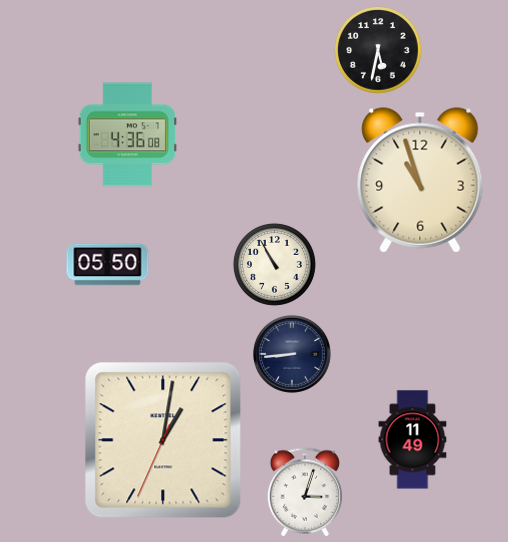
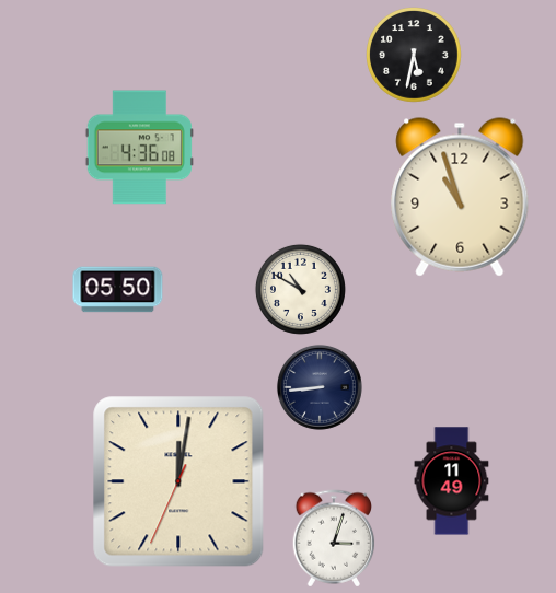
clock at (274, 264): 10:55 -> 10:50
clock at (163, 440): 1:01 -> 12:01
